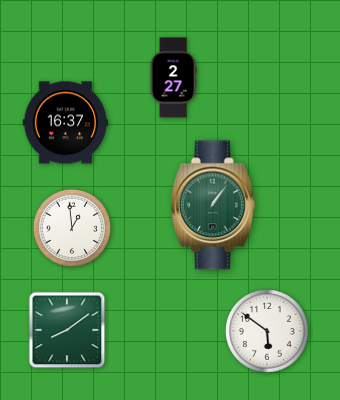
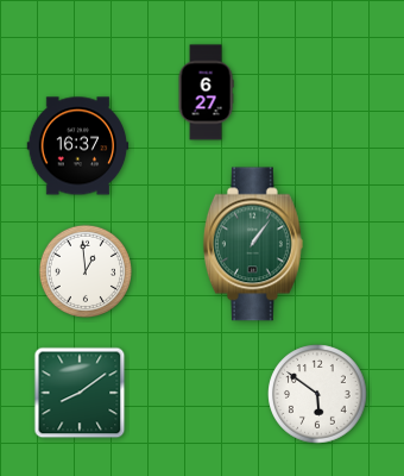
clock at (173, 78): 2:27 -> 6:27
